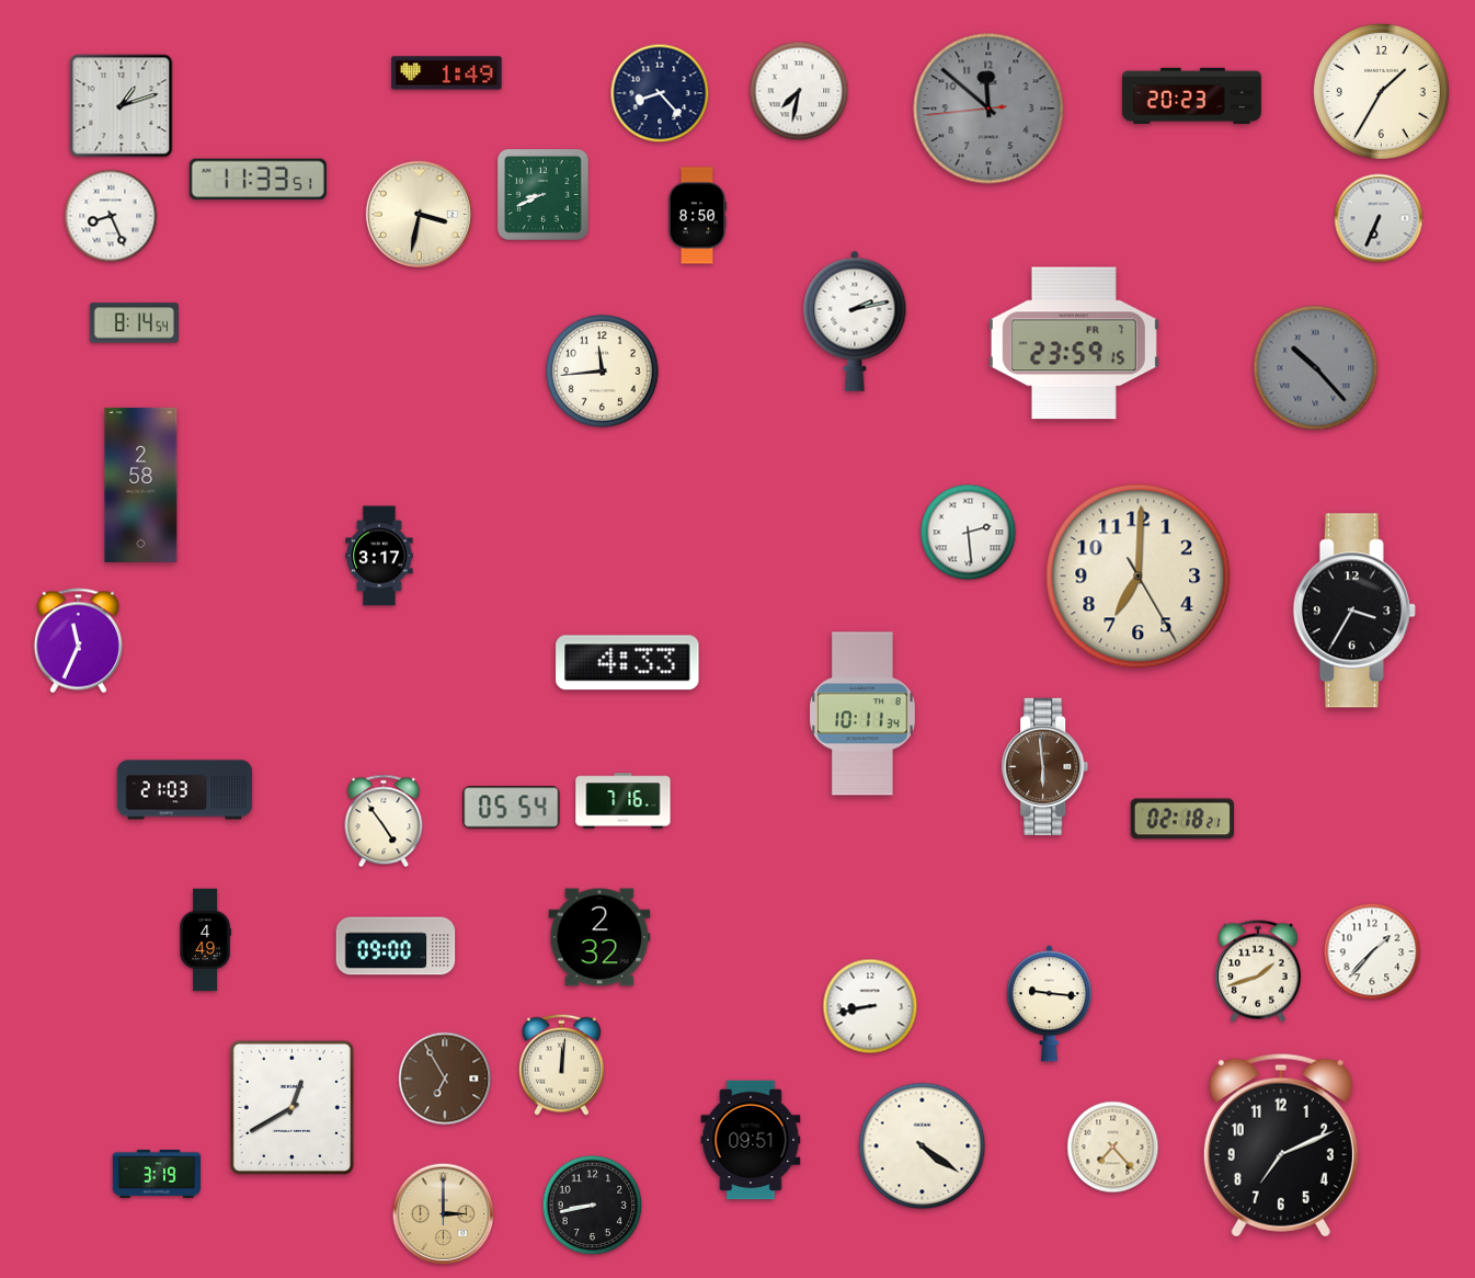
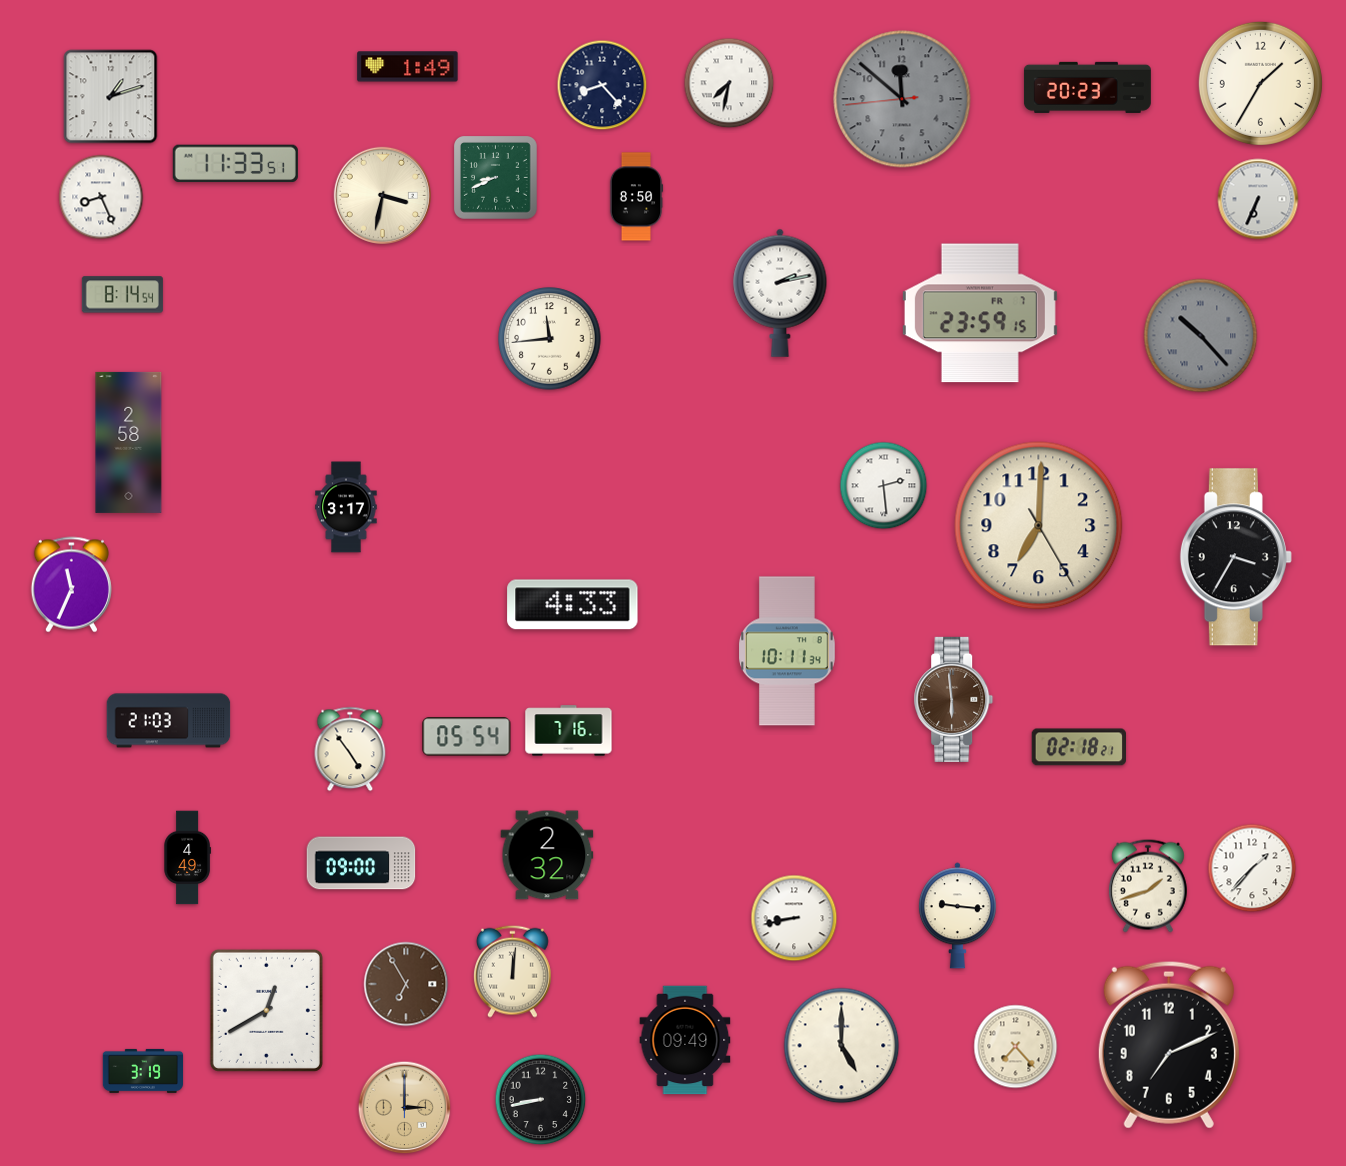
clock at (751, 1140): 09:51 -> 09:49
clock at (923, 1146): 4:21 -> 5:00
